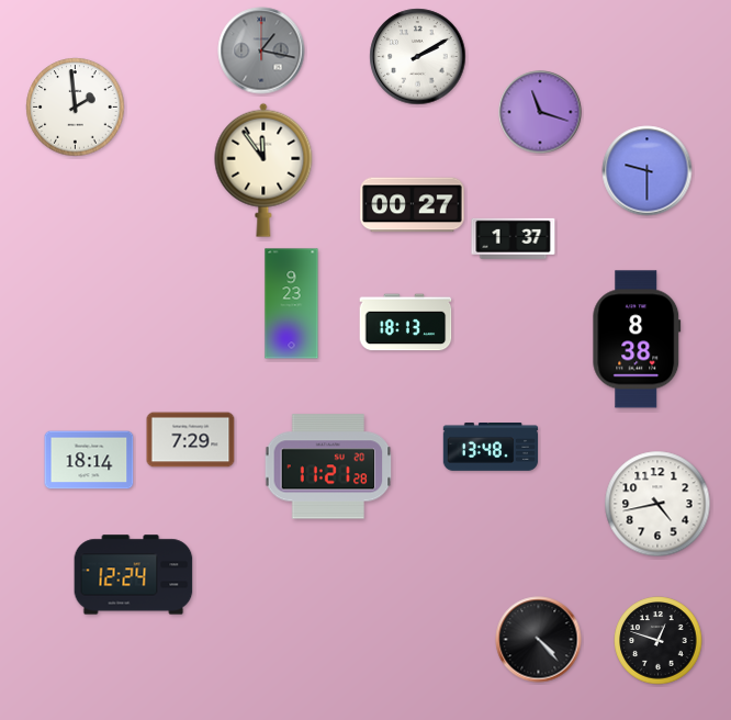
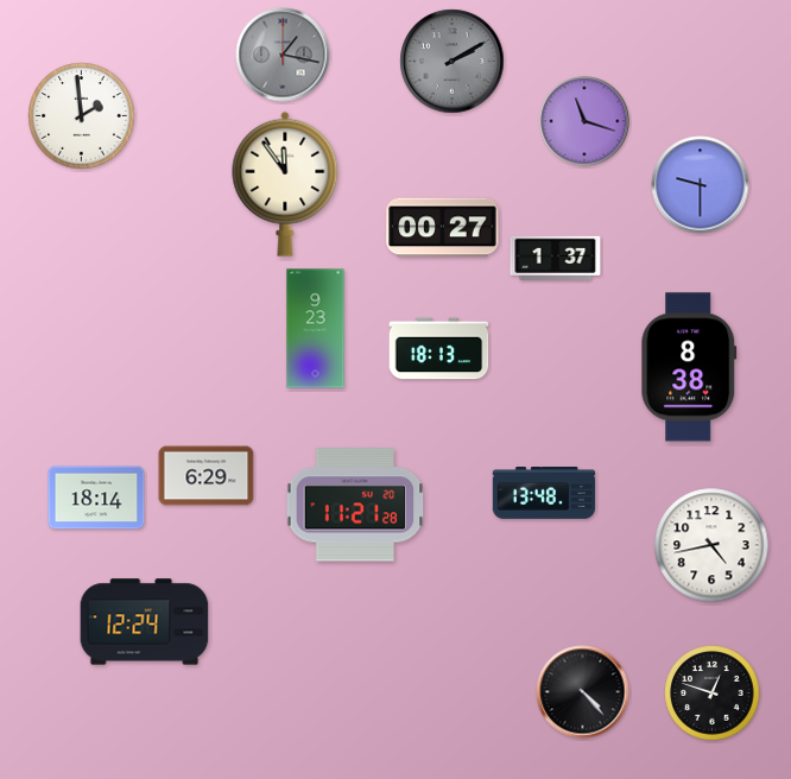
clock at (418, 57) dial: white -> grey
clock at (413, 205) position: (413, 205) -> (443, 228)
clock at (191, 440): 7:29 -> 6:29
clock at (491, 448) position: (491, 448) -> (544, 494)
